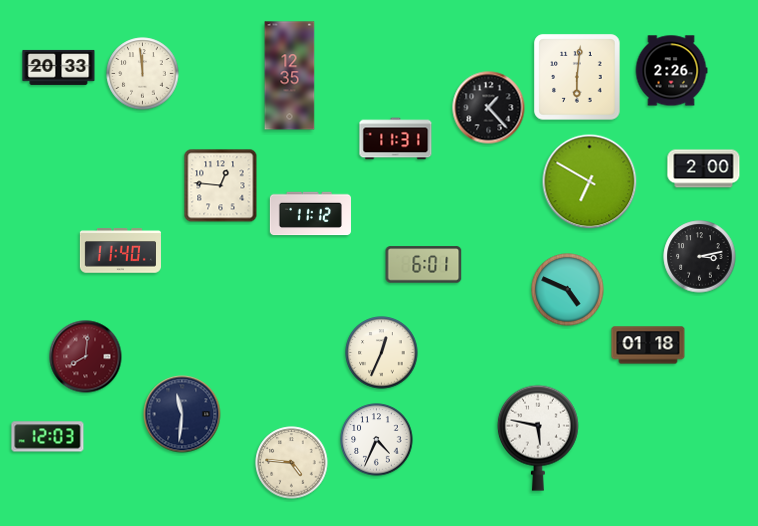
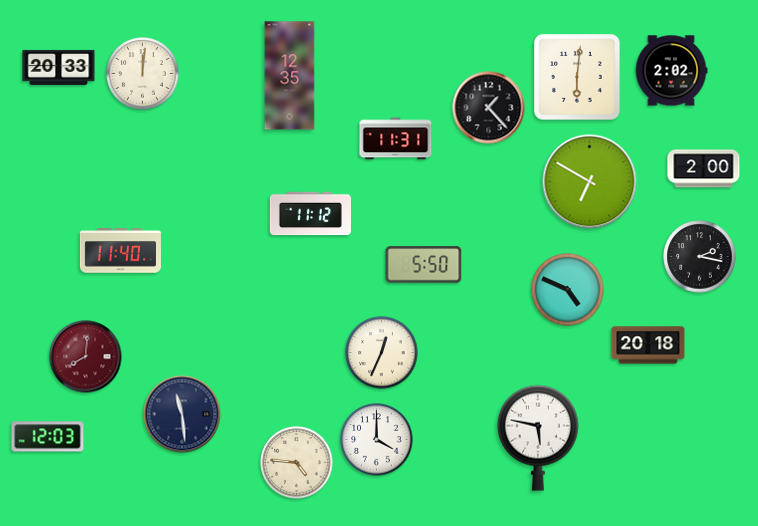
clock at (671, 71): 2:26 -> 2:02
clock at (143, 74): 11:59 -> 12:01
clock at (221, 186): 12:46 -> none
clock at (700, 257): 3:13 -> 2:17
clock at (424, 265): 6:01 -> 5:50
clock at (648, 345): 01:18 -> 20:18
clock at (182, 414): 11:31 -> 11:29
clock at (377, 440): 4:34 -> 4:00
clock at (292, 463) position: (292, 463) -> (297, 463)
